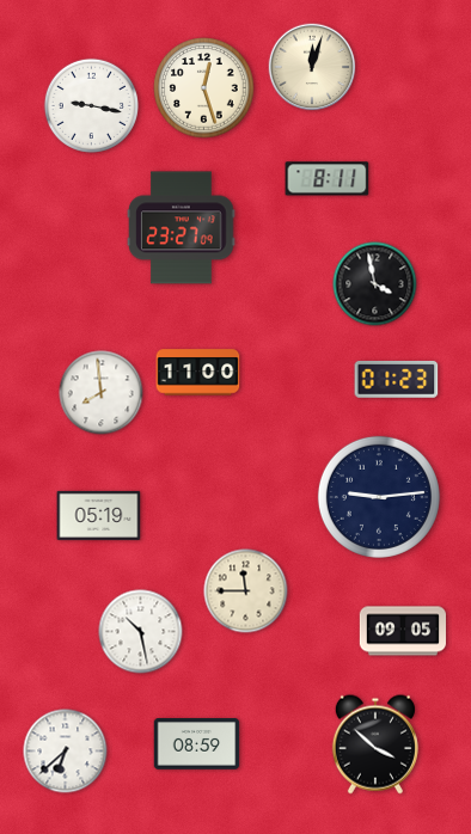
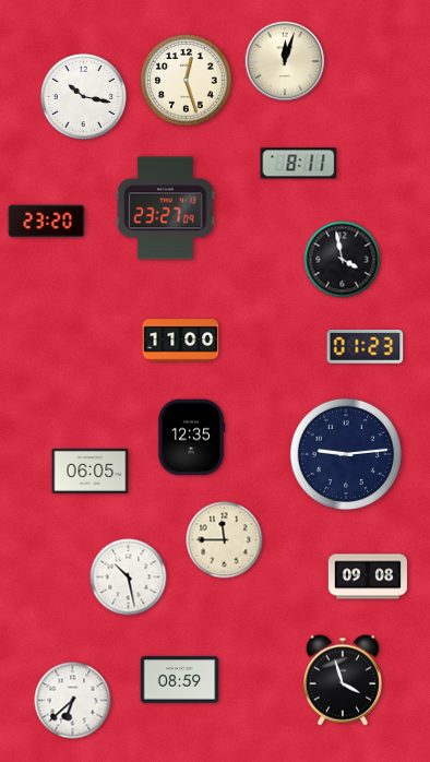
clock at (91, 105): 9:17 -> 10:17
clock at (47, 222): none -> 23:20
clock at (397, 379) position: (397, 379) -> (366, 346)
clock at (102, 393): 7:59 -> none
clock at (191, 438): none -> 12:35
clock at (99, 515): 05:19 -> 06:05
clock at (402, 631): 09:05 -> 09:08
clock at (375, 744): 3:52 -> 3:57
clock at (66, 752) position: (66, 752) -> (73, 701)
